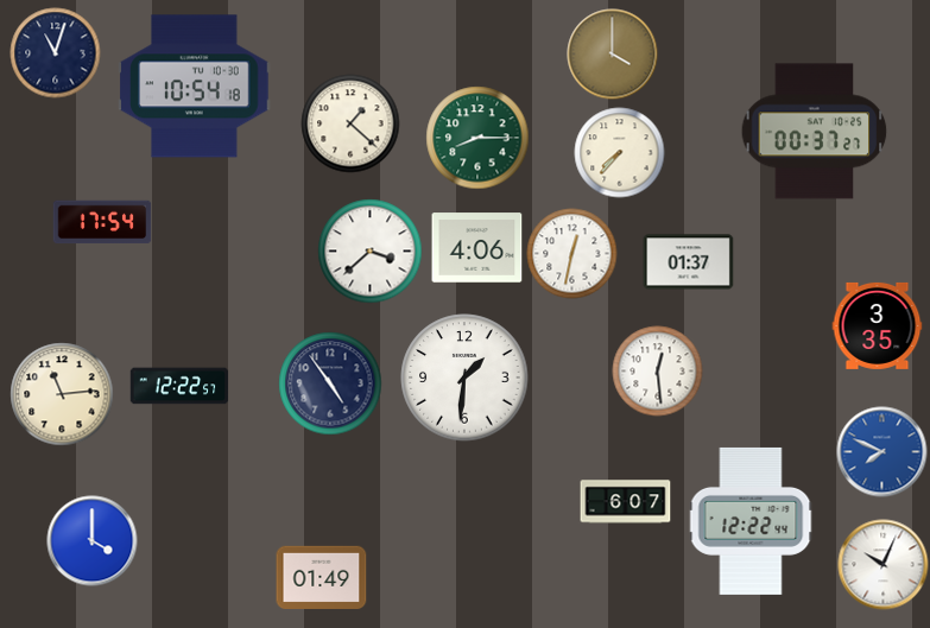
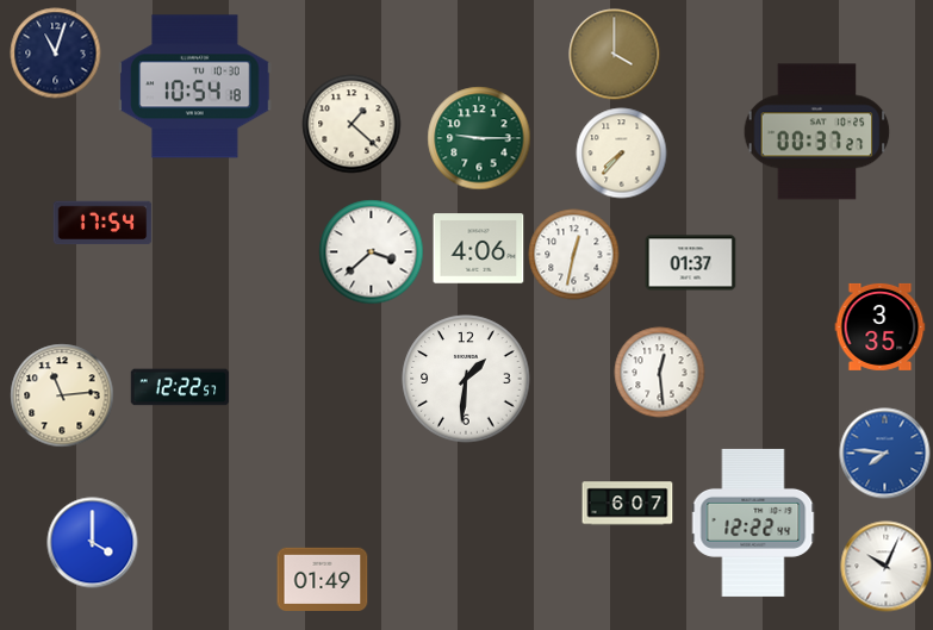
clock at (477, 138): 8:15 -> 9:15
clock at (330, 383): 4:54 -> none
clock at (882, 452): 7:49 -> 7:46
